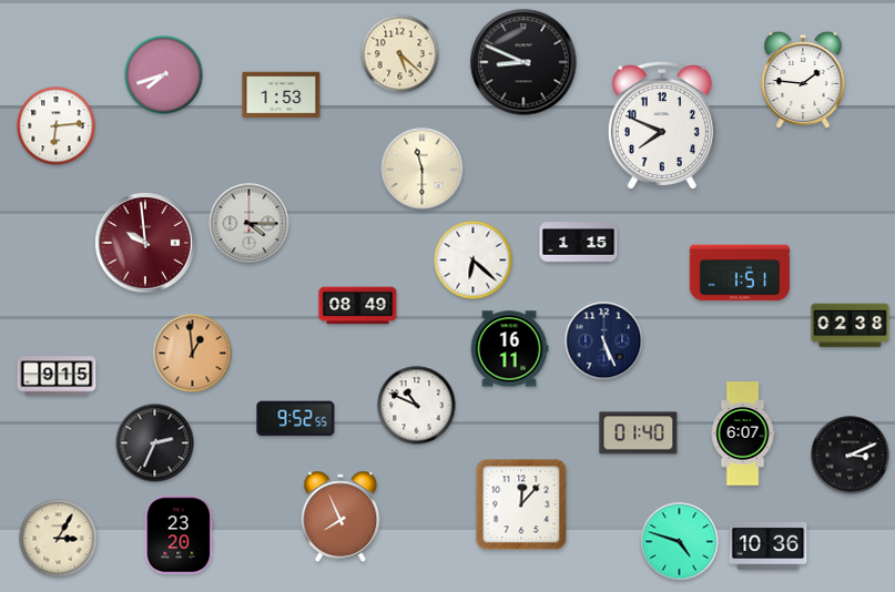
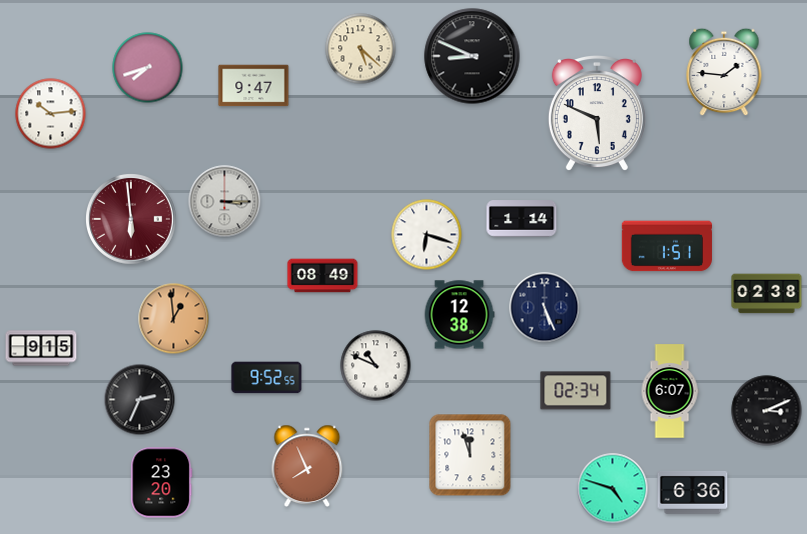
clock at (282, 95): 1:53 -> 9:47
clock at (57, 126): 6:14 -> 10:14
clock at (662, 126): 7:49 -> 5:49
clock at (423, 170): 11:30 -> none
clock at (250, 224): 4:15 -> 3:15
clock at (579, 243): 1:15 -> 1:14
clock at (146, 244): 9:59 -> 5:59
clock at (474, 261): 6:22 -> 6:18
clock at (509, 349): 16:11 -> 12:38
clock at (57, 376) position: (57, 376) -> (41, 348)
clock at (639, 433): 01:40 -> 02:34
clock at (521, 504): 12:07 -> 11:57
clock at (59, 539): 3:05 -> none
clock at (769, 545): 10:36 -> 6:36
